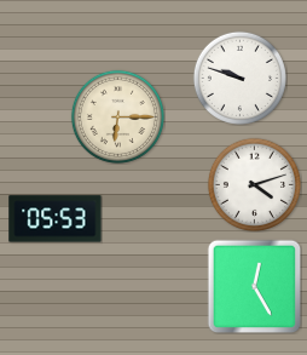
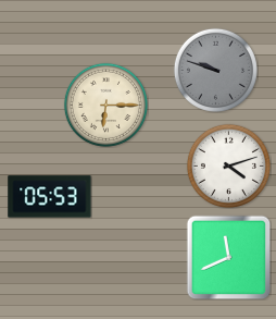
clock at (239, 78) dial: white -> grey
clock at (254, 286): 12:25 -> 11:41
